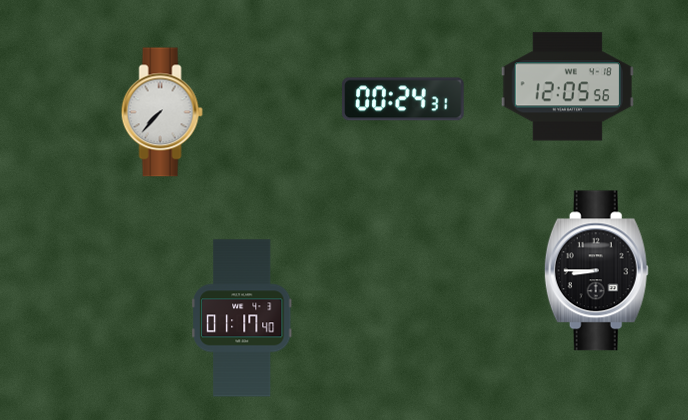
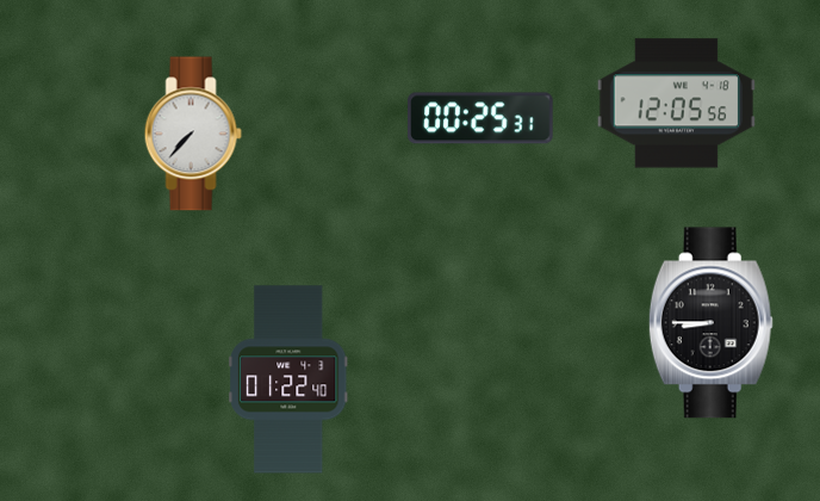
clock at (403, 99): 00:24 -> 00:25
clock at (243, 318): 01:17 -> 01:22
